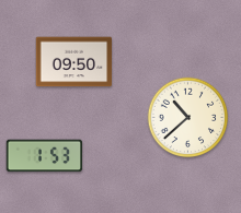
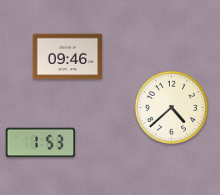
clock at (74, 62): 09:50 -> 09:46
clock at (188, 118): 10:38 -> 4:38
